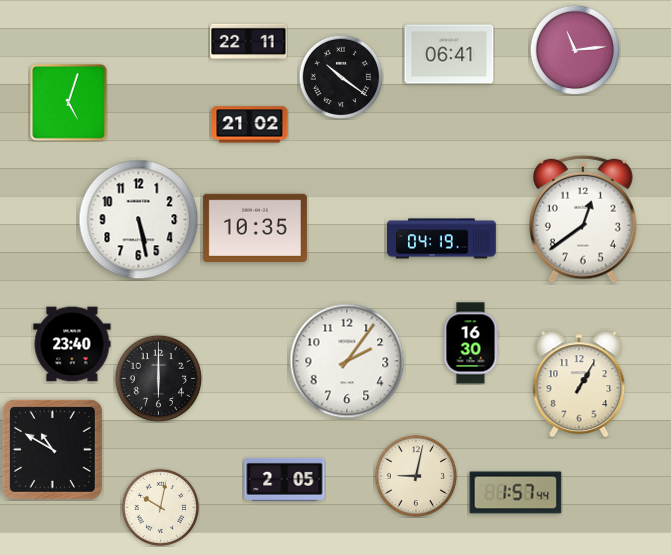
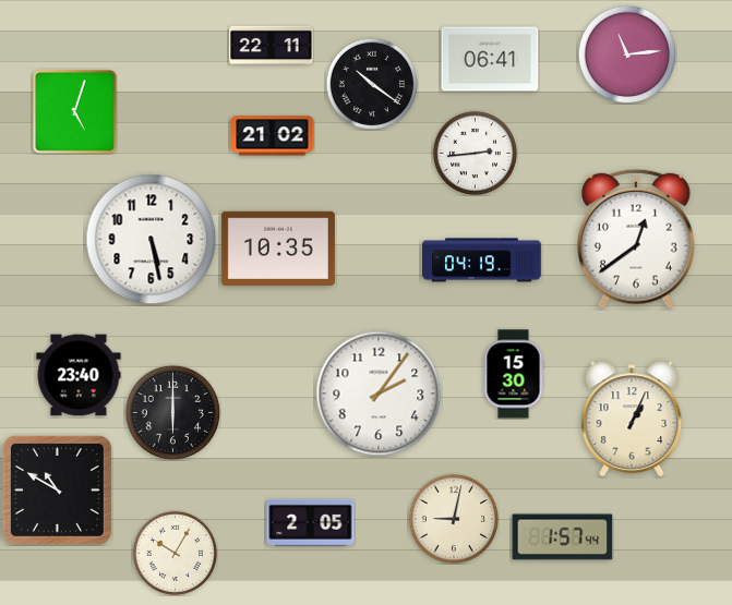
clock at (475, 153): none -> 2:44
clock at (471, 343): 16:30 -> 15:30
clock at (579, 384): 1:05 -> 1:04
clock at (160, 507): 10:02 -> 10:05
